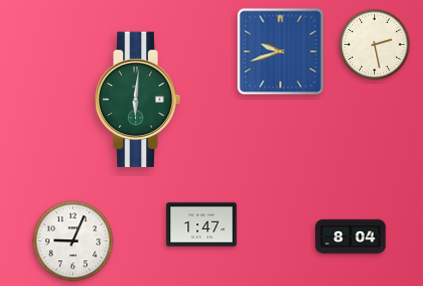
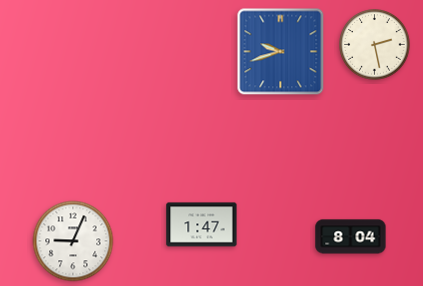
clock at (137, 100): 6:01 -> none
